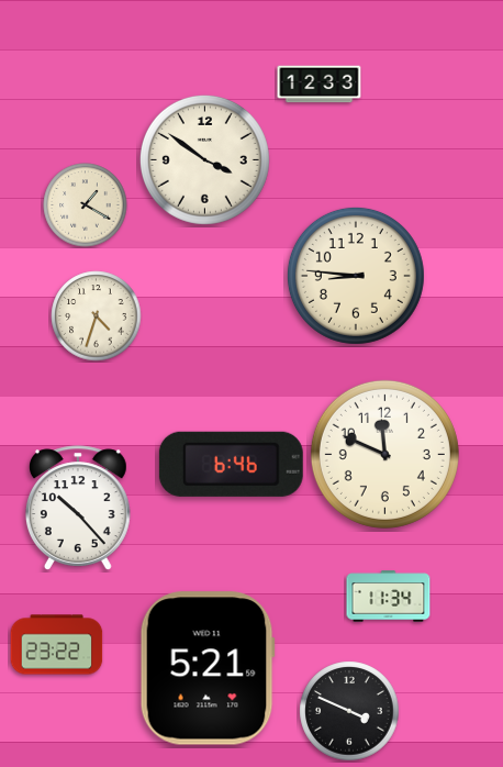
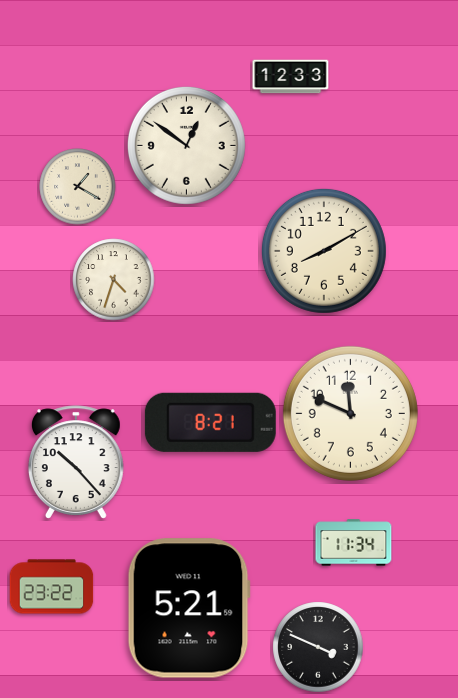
clock at (204, 159): 3:51 -> 12:51
clock at (356, 276): 8:46 -> 8:10
clock at (97, 316) position: (97, 316) -> (114, 280)
clock at (231, 464): 6:46 -> 8:21
clock at (78, 508) position: (78, 508) -> (76, 462)
